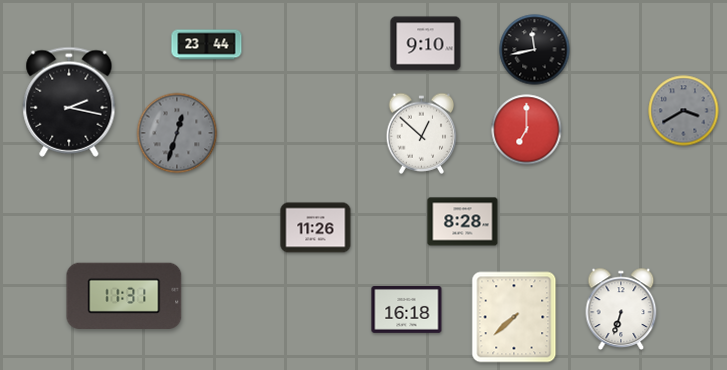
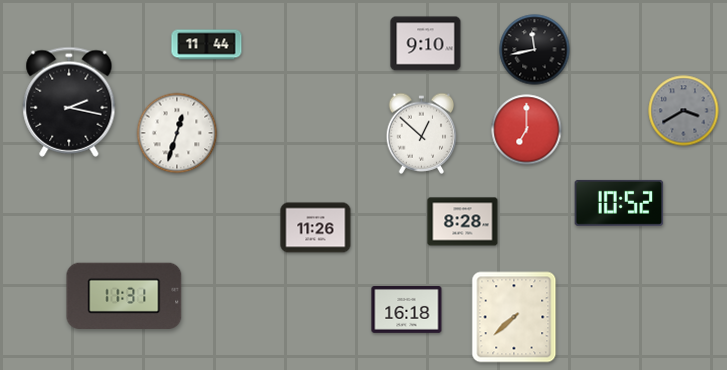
clock at (207, 45): 23:44 -> 11:44
clock at (177, 133) dial: grey -> white
clock at (619, 203): none -> 10:52
clock at (621, 308): 6:33 -> none
